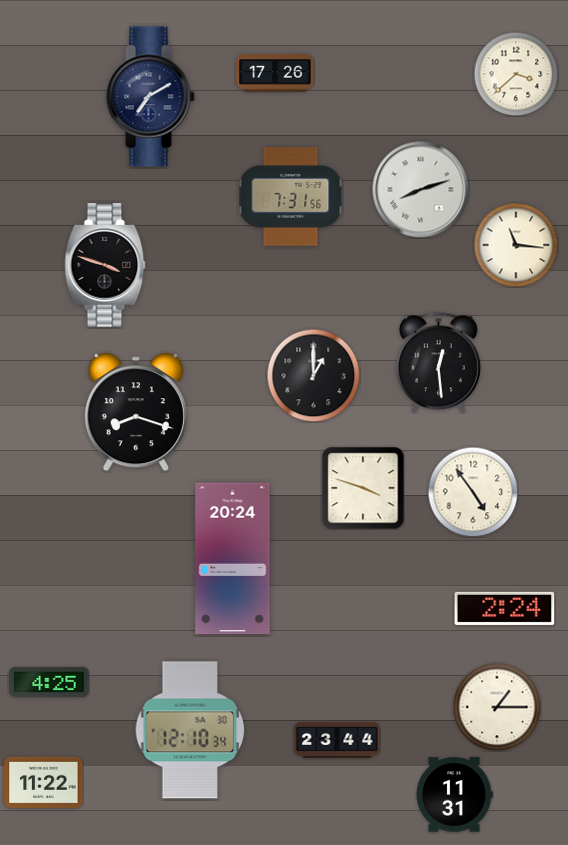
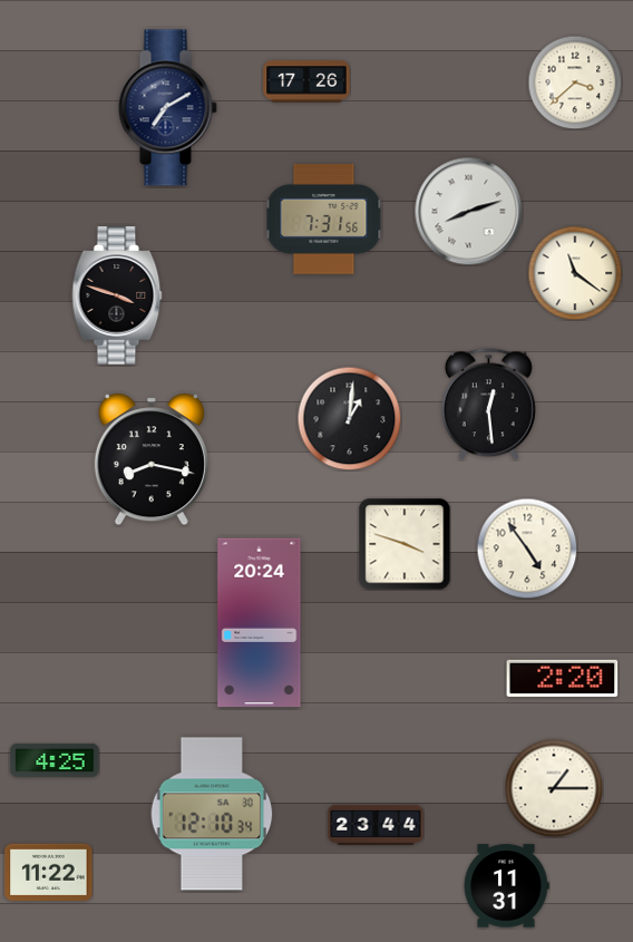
clock at (516, 245): 11:16 -> 11:21
clock at (313, 375): 1:00 -> 1:01
clock at (136, 412): 8:18 -> 8:17
clock at (505, 608): 2:24 -> 2:20
